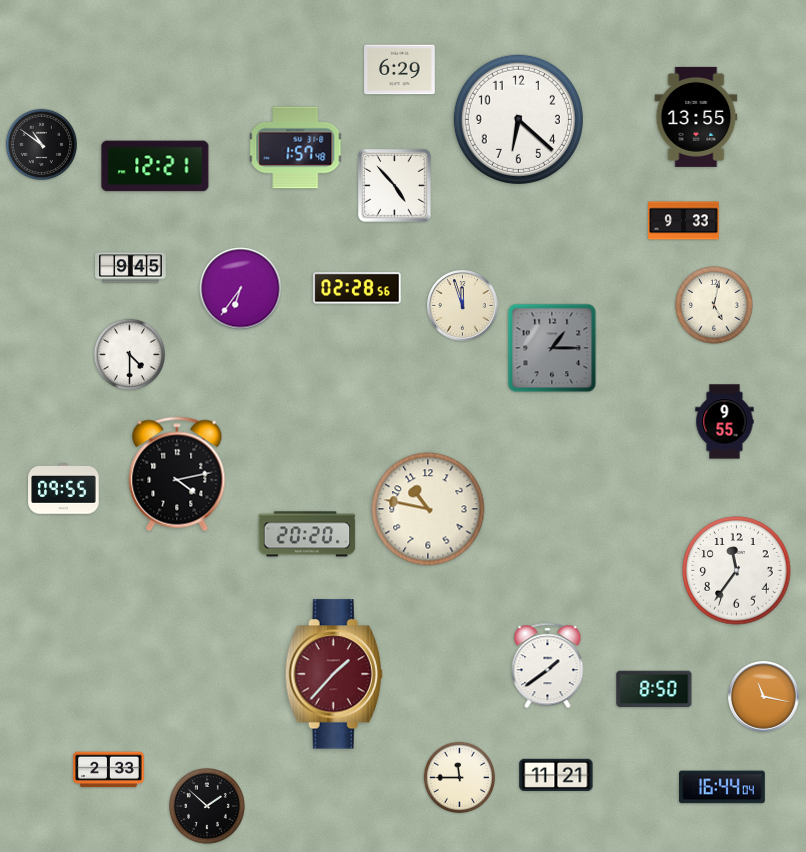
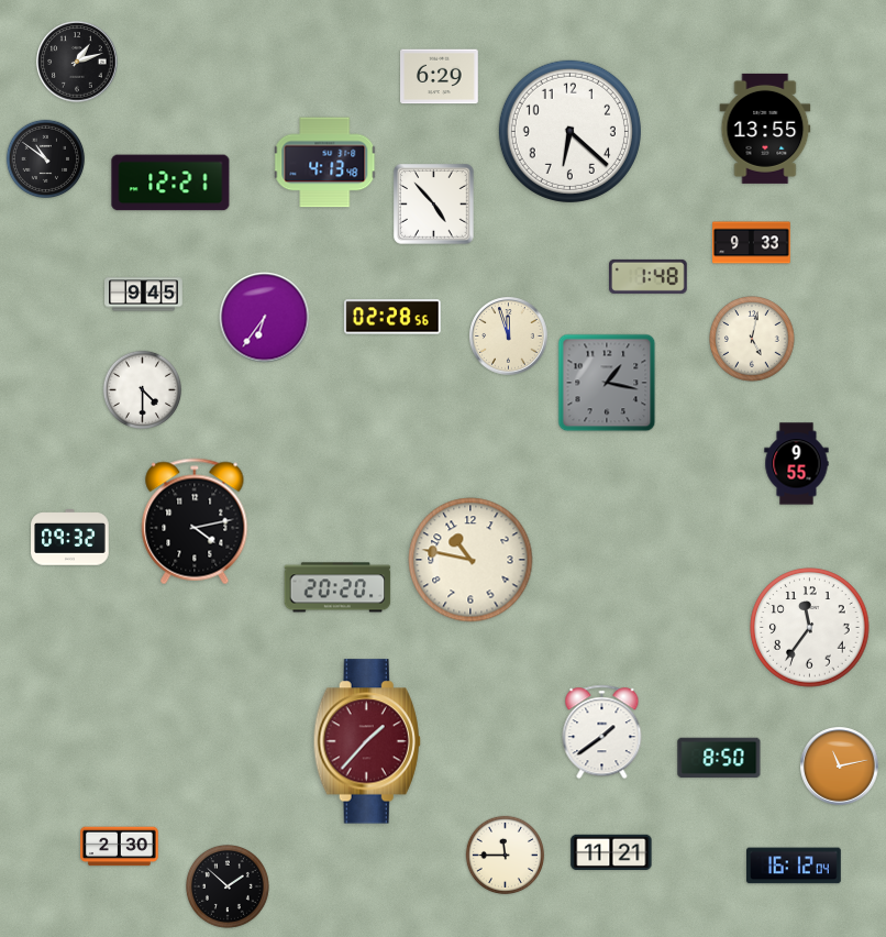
clock at (77, 62): none -> 1:12
clock at (296, 148): 1:57 -> 4:13
clock at (649, 276): none -> 1:48
clock at (714, 305) position: (714, 305) -> (752, 339)
clock at (552, 348): 1:15 -> 1:17
clock at (64, 489): 09:55 -> 09:32
clock at (764, 697): 11:17 -> 11:13
clock at (109, 770): 2:33 -> 2:30
clock at (723, 787): 16:44 -> 16:12
